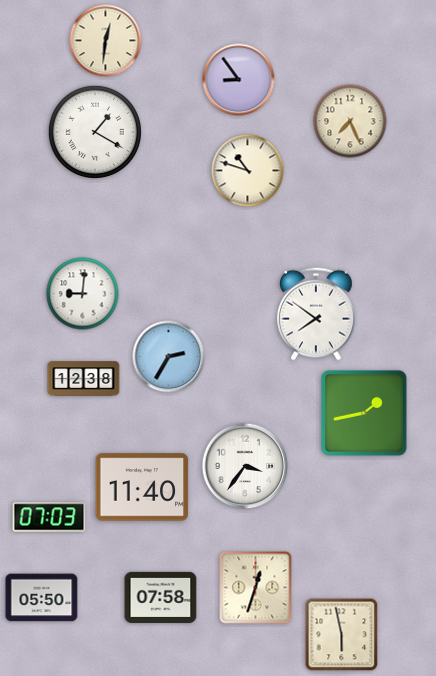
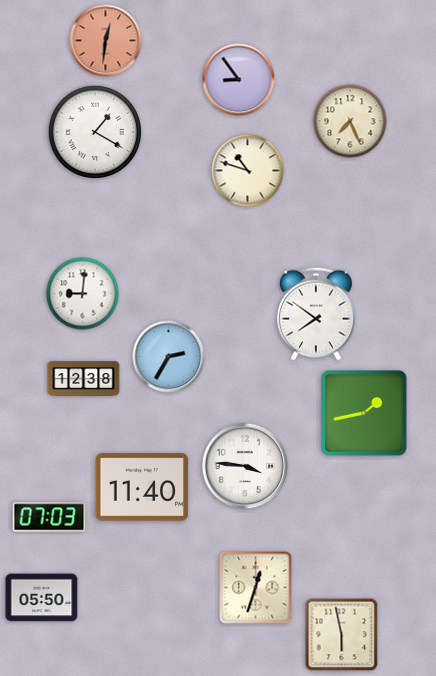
clock at (106, 41) dial: cream -> salmon
clock at (245, 466): 3:36 -> 3:46
clock at (161, 597): 07:58 -> none
